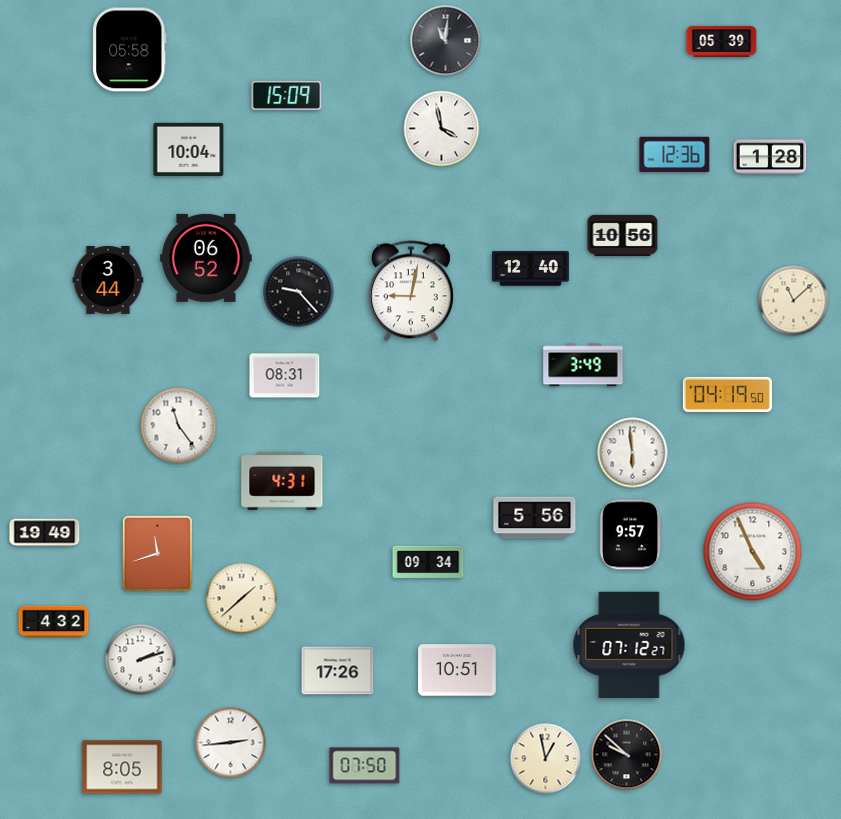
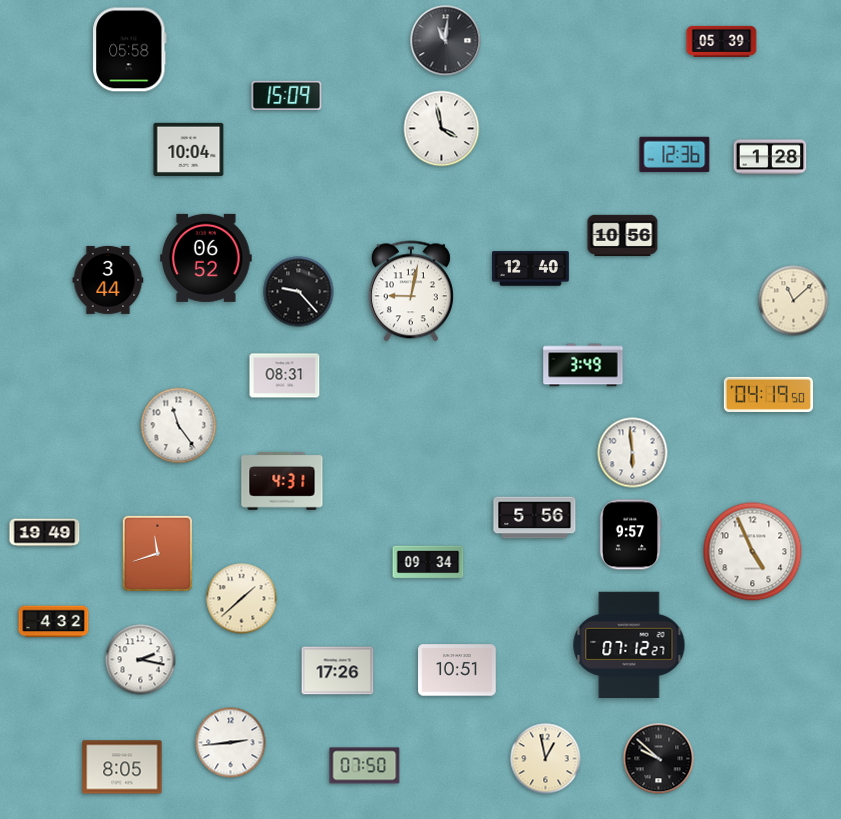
clock at (727, 394) position: (727, 394) -> (768, 394)
clock at (141, 660): 2:12 -> 2:17
clock at (627, 755) position: (627, 755) -> (659, 759)
